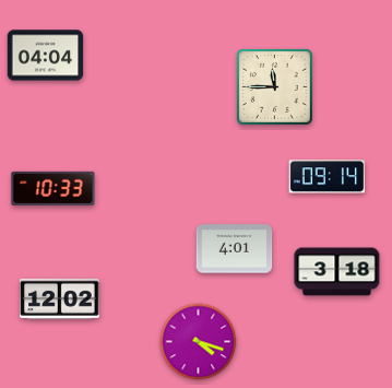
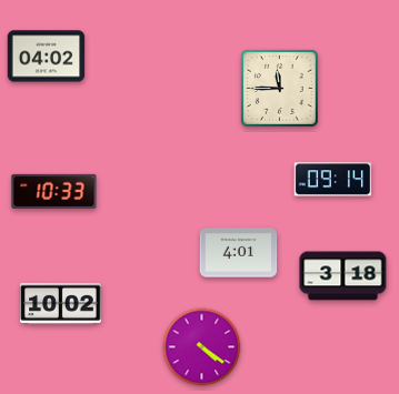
clock at (46, 56): 04:04 -> 04:02
clock at (60, 298): 12:02 -> 10:02
clock at (199, 342): 4:18 -> 4:21
